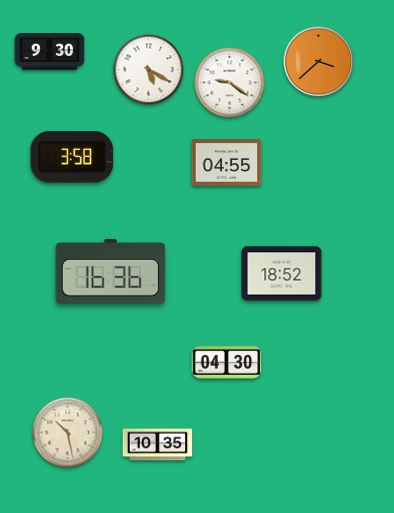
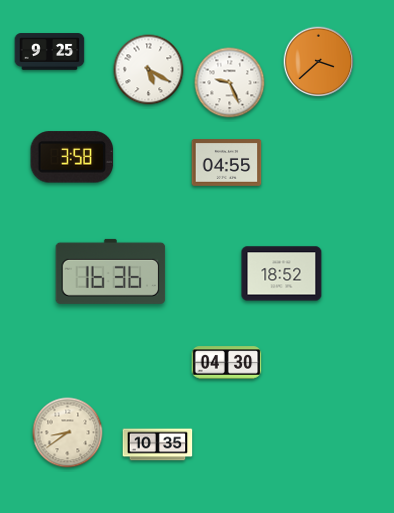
clock at (50, 52): 9:30 -> 9:25
clock at (230, 83): 9:21 -> 9:26
clock at (68, 433): 10:28 -> 8:39
